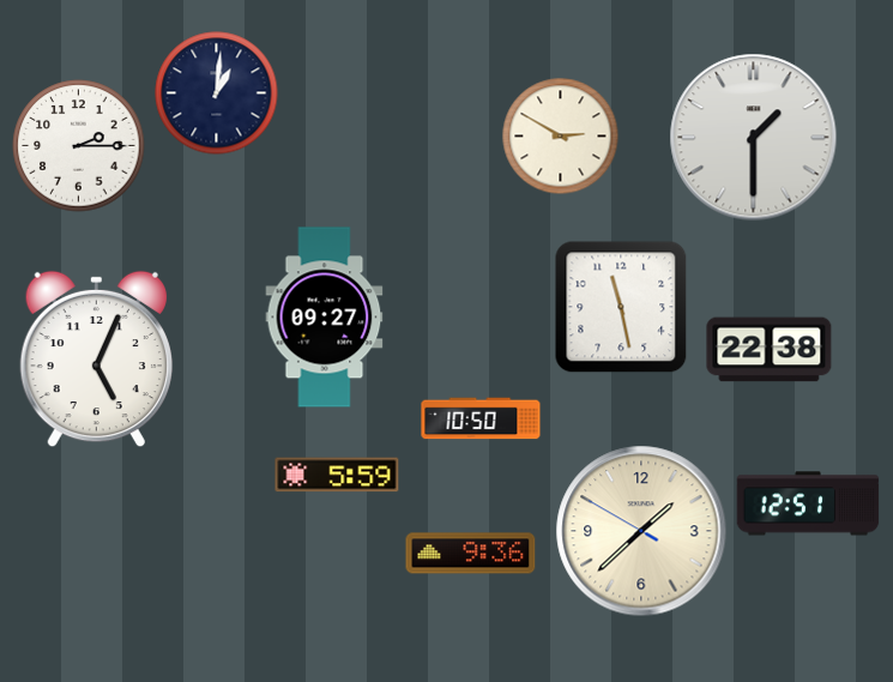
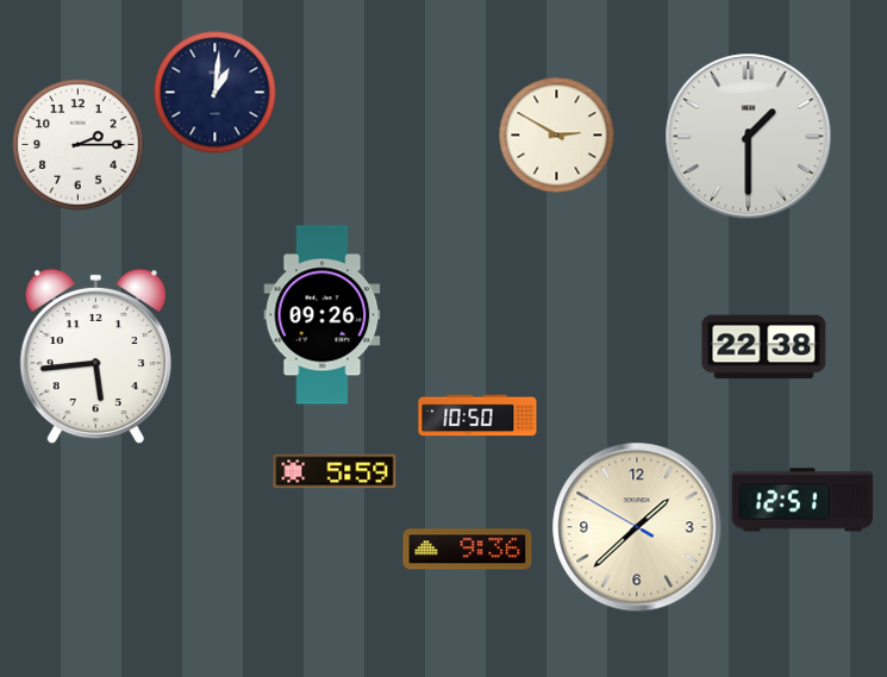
clock at (621, 307): 11:28 -> none
clock at (325, 318): 09:27 -> 09:26
clock at (96, 360): 5:04 -> 5:44
